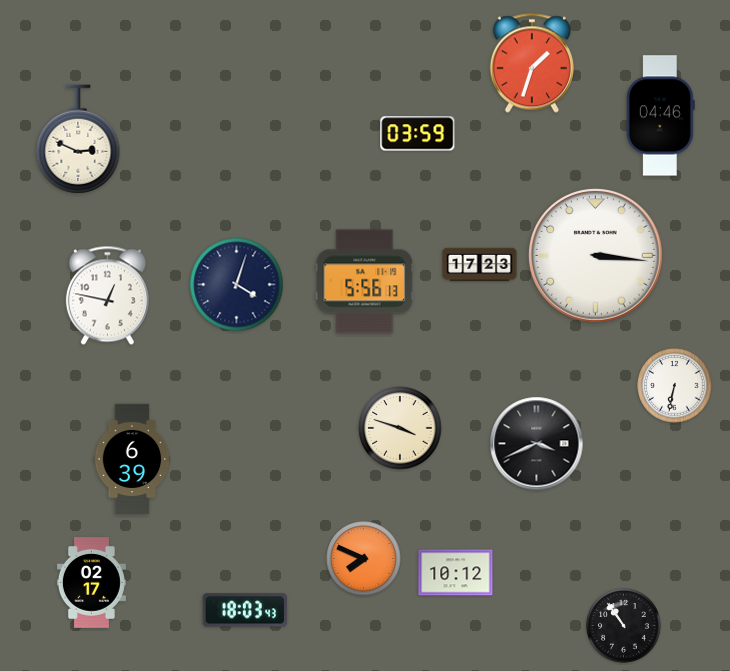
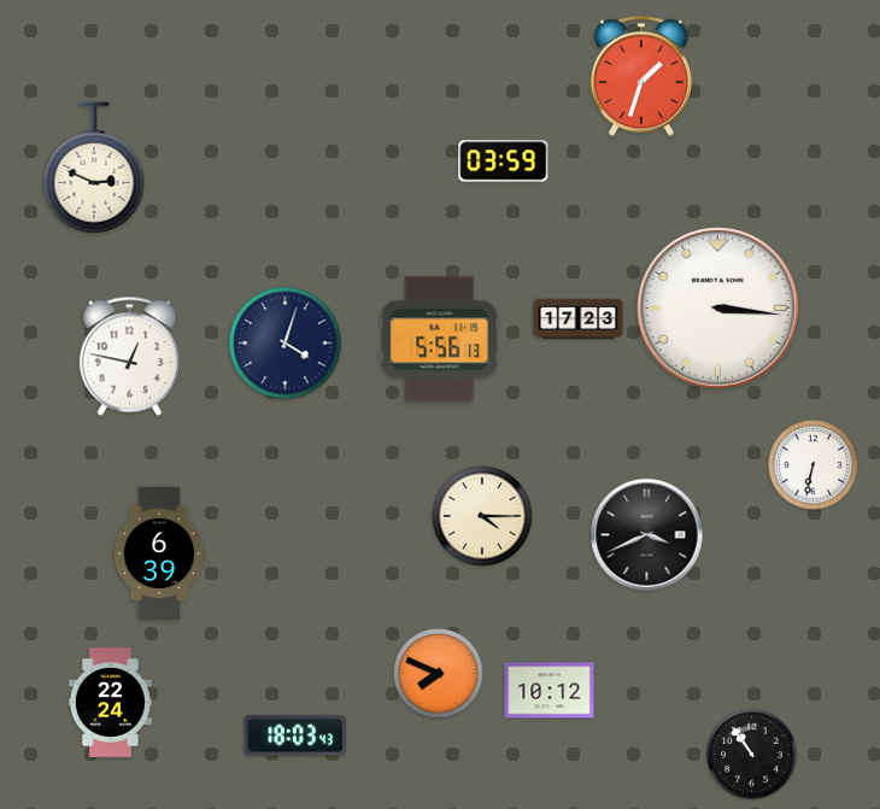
clock at (660, 116): 04:46 -> none
clock at (400, 428): 3:48 -> 4:15
clock at (91, 583): 02:17 -> 22:24
